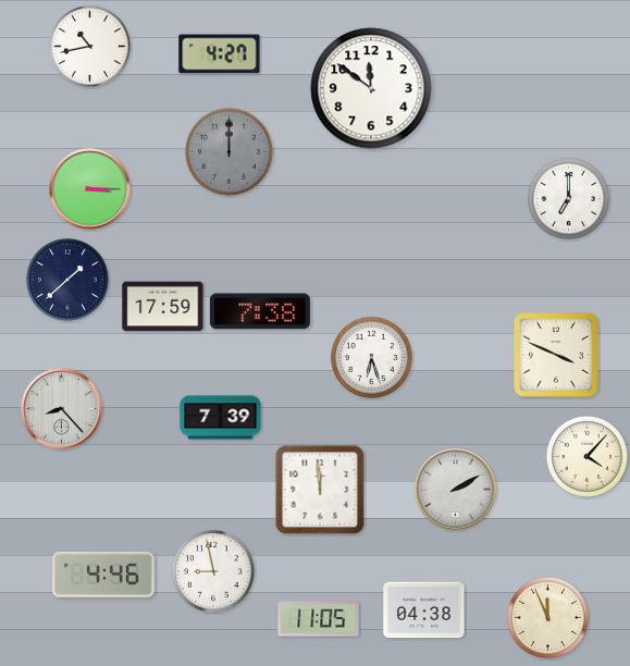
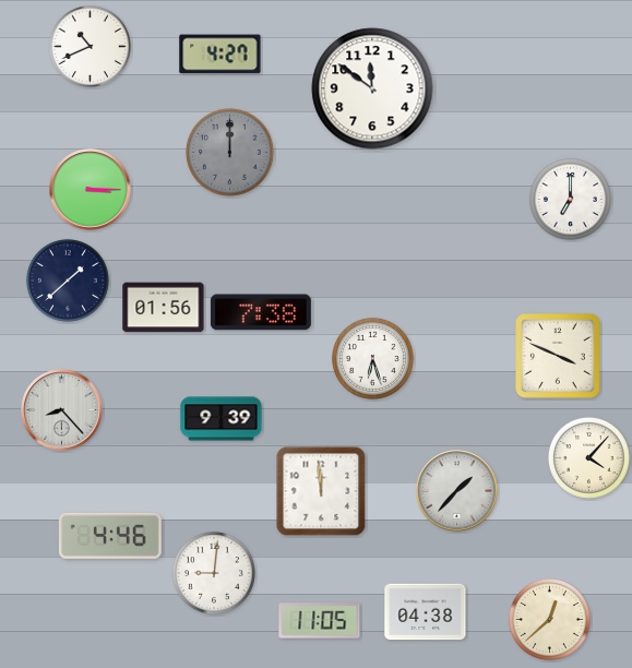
clock at (89, 46): 10:43 -> 10:41
clock at (163, 307): 17:59 -> 01:56
clock at (221, 418): 7:39 -> 9:39
clock at (456, 490): 2:10 -> 1:37
clock at (213, 571): 8:58 -> 9:01
clock at (103, 575) position: (103, 575) -> (110, 536)
clock at (547, 617): 11:56 -> 12:38
